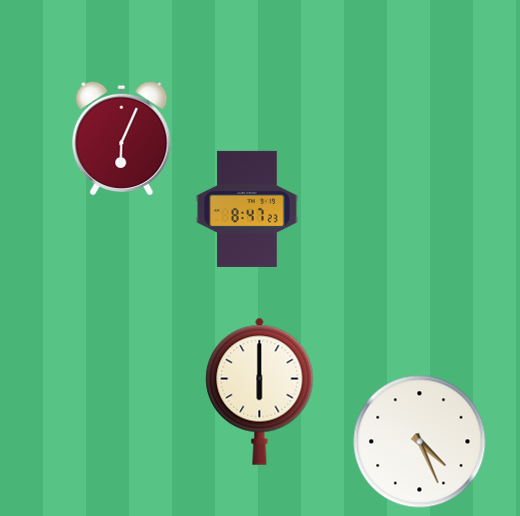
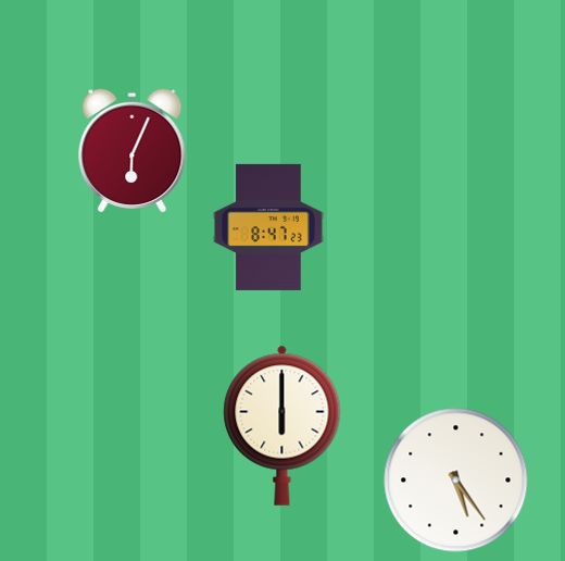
clock at (420, 442): 4:26 -> 5:24
